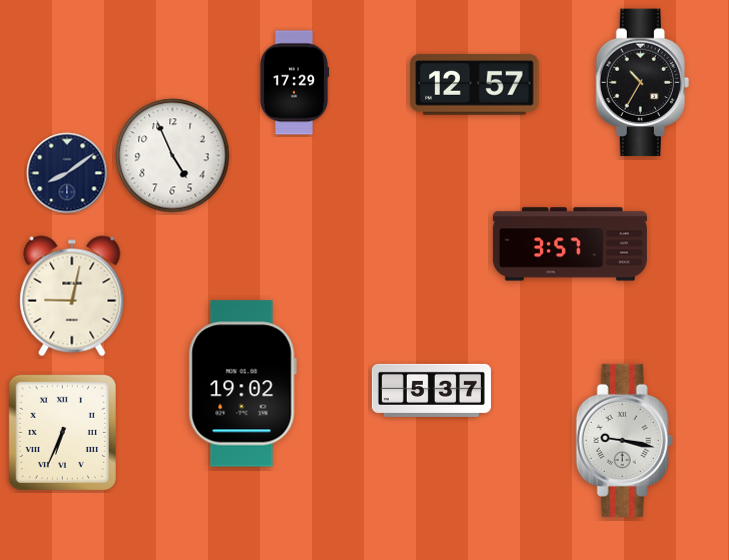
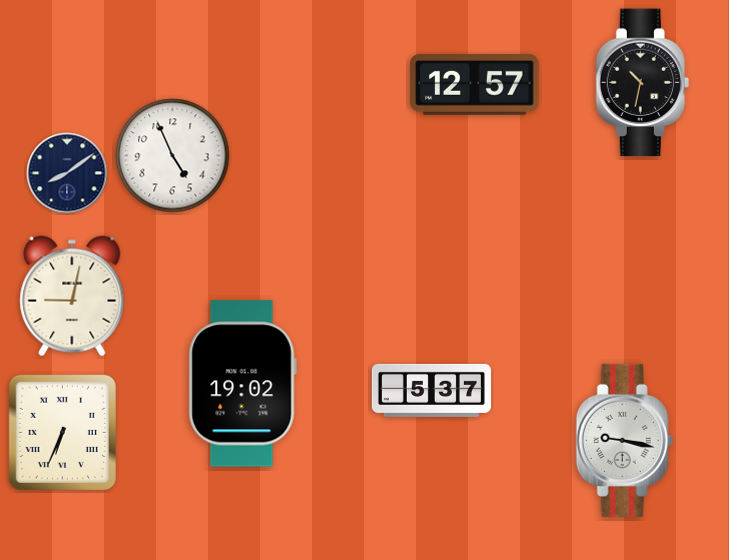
clock at (294, 83): 17:29 -> none
clock at (642, 83): 10:35 -> 10:32
clock at (570, 244): 3:57 -> none
